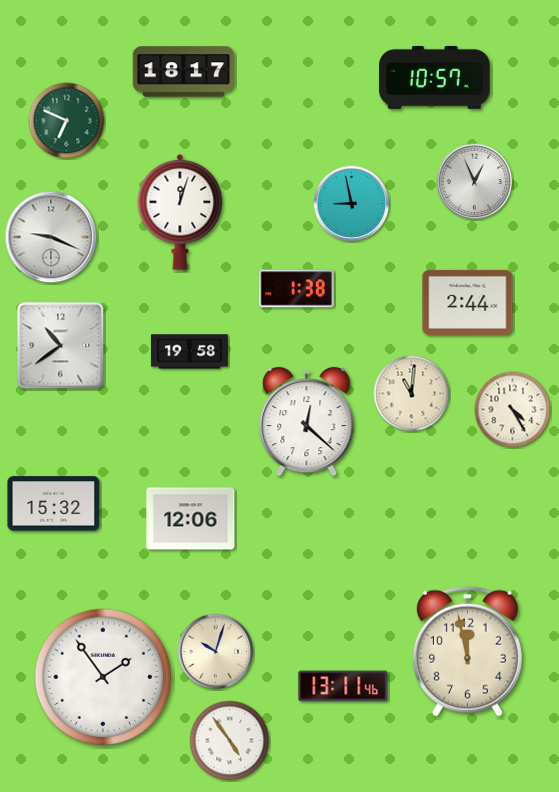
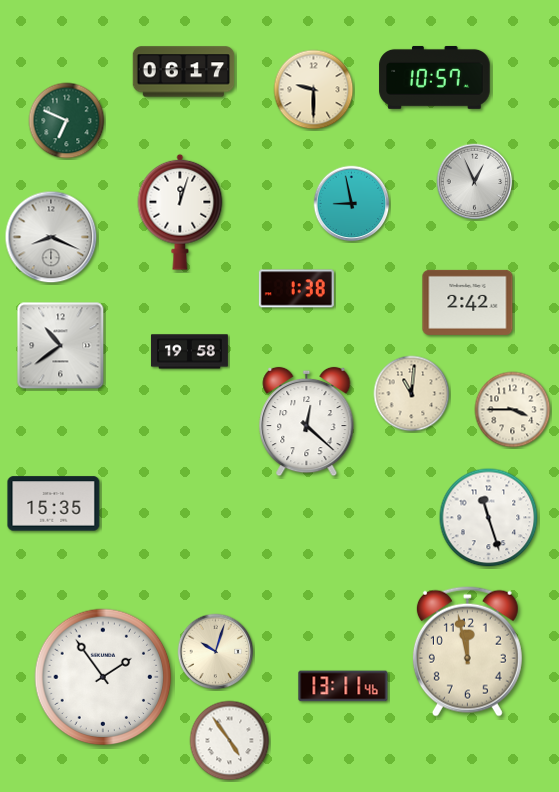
clock at (184, 72): 18:17 -> 06:17
clock at (314, 90): none -> 9:30
clock at (51, 237): 9:19 -> 8:19
clock at (468, 302): 2:44 -> 2:42
clock at (513, 410): 4:25 -> 3:45
clock at (54, 504): 15:32 -> 15:35
clock at (489, 518): none -> 11:27
clock at (191, 519): 12:06 -> none
